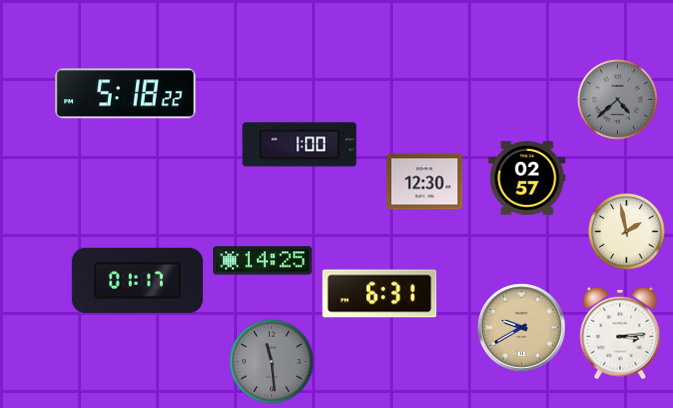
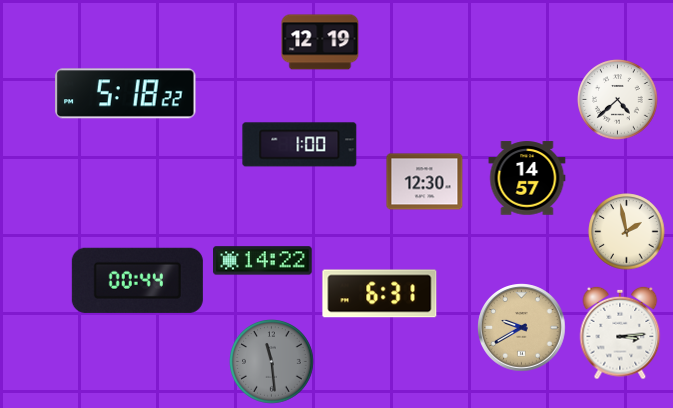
clock at (320, 42): none -> 12:19
clock at (618, 100) dial: grey -> white
clock at (527, 178): 02:57 -> 14:57
clock at (263, 261): 14:25 -> 14:22
clock at (137, 280): 01:17 -> 00:44
